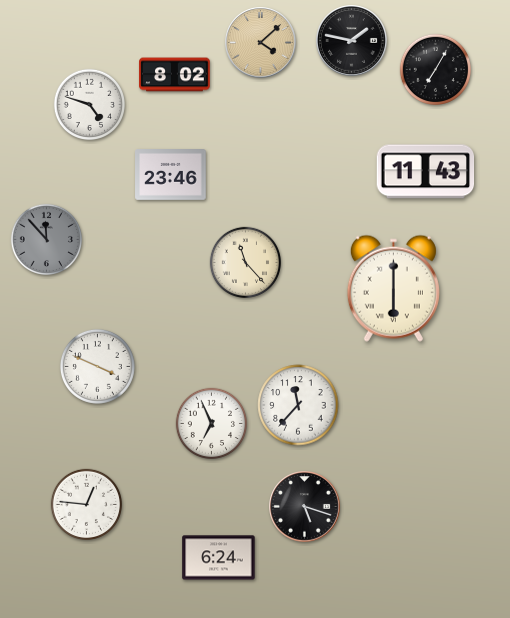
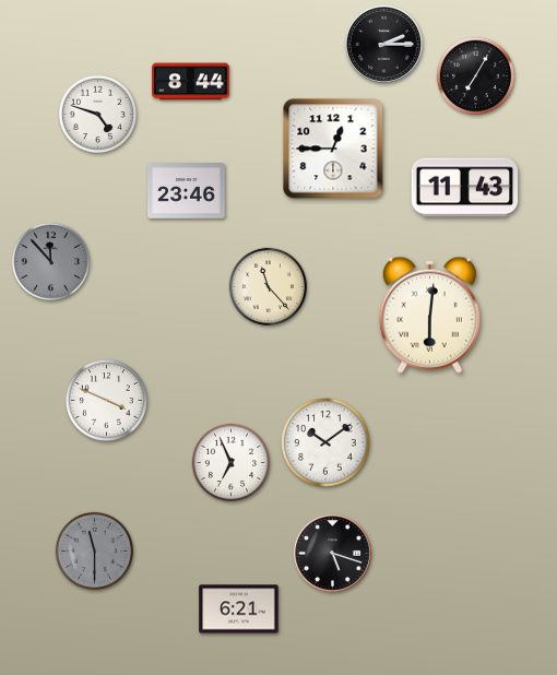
clock at (352, 41): 1:47 -> 2:15
clock at (261, 43): 4:08 -> none
clock at (175, 75): 8:02 -> 8:44
clock at (333, 149): none -> 12:45
clock at (393, 288): 6:00 -> 6:01
clock at (298, 405): 11:37 -> 10:09
clock at (87, 505): 12:46 -> 11:30
clock at (87, 505) dial: white -> grey
clock at (219, 558): 6:24 -> 6:21
